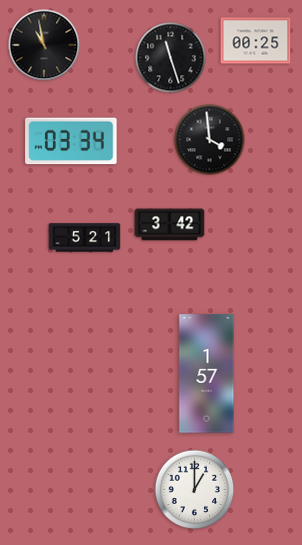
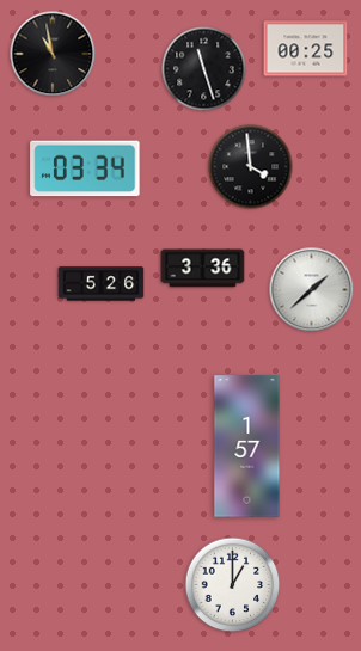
clock at (170, 225): 3:42 -> 3:36
clock at (85, 238): 5:21 -> 5:26
clock at (312, 290): none -> 1:38
